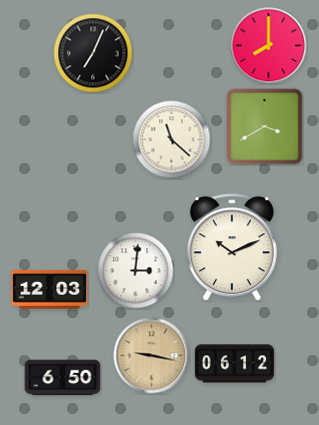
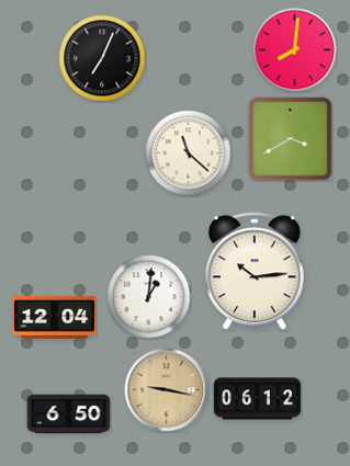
clock at (269, 46): 8:00 -> 8:01
clock at (232, 248): 10:11 -> 10:14
clock at (136, 271): 3:01 -> 1:01
clock at (50, 290): 12:03 -> 12:04
